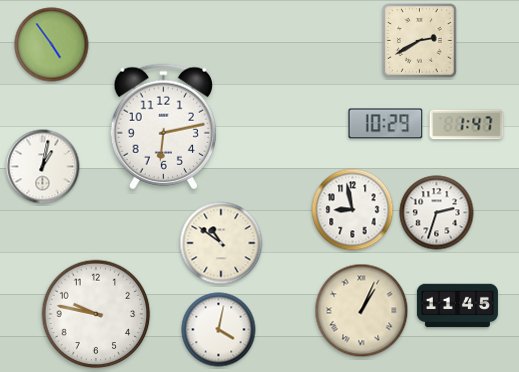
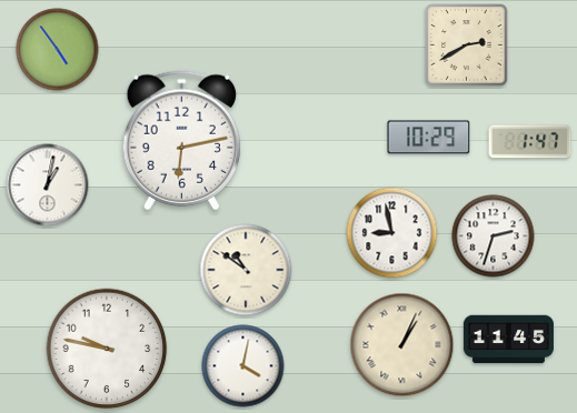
clock at (467, 125) position: (467, 125) -> (530, 142)
clock at (437, 213) position: (437, 213) -> (494, 236)
